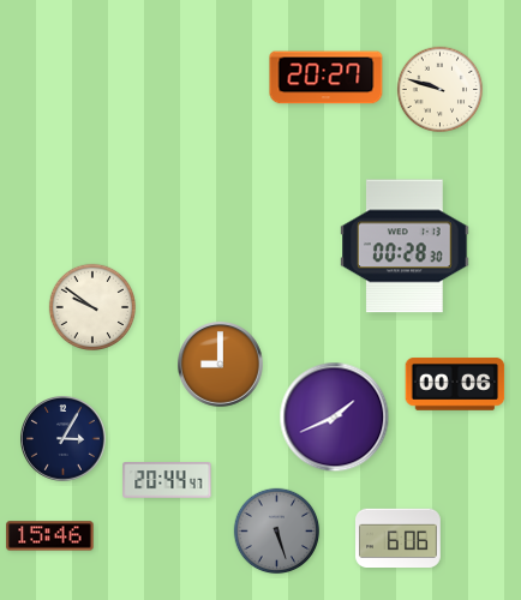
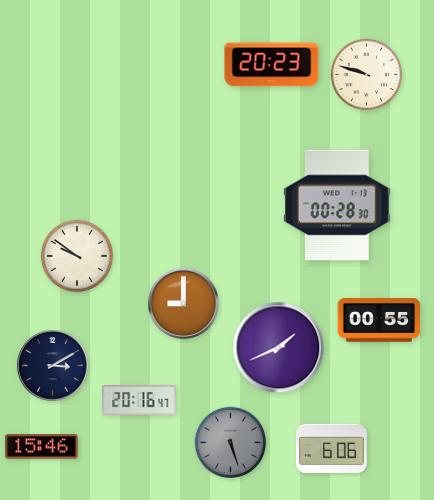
clock at (327, 78): 20:27 -> 20:23
clock at (455, 385): 00:06 -> 00:55
clock at (64, 439): 3:05 -> 3:10
clock at (167, 481): 20:44 -> 20:16
